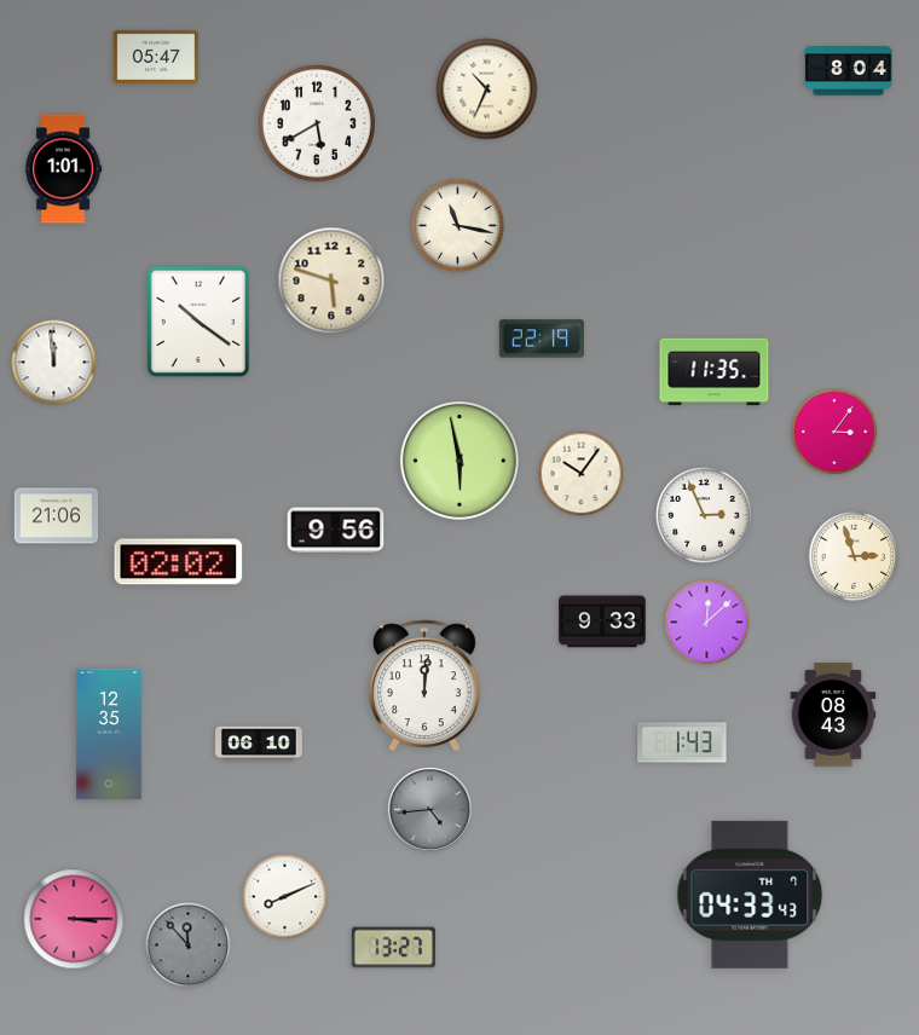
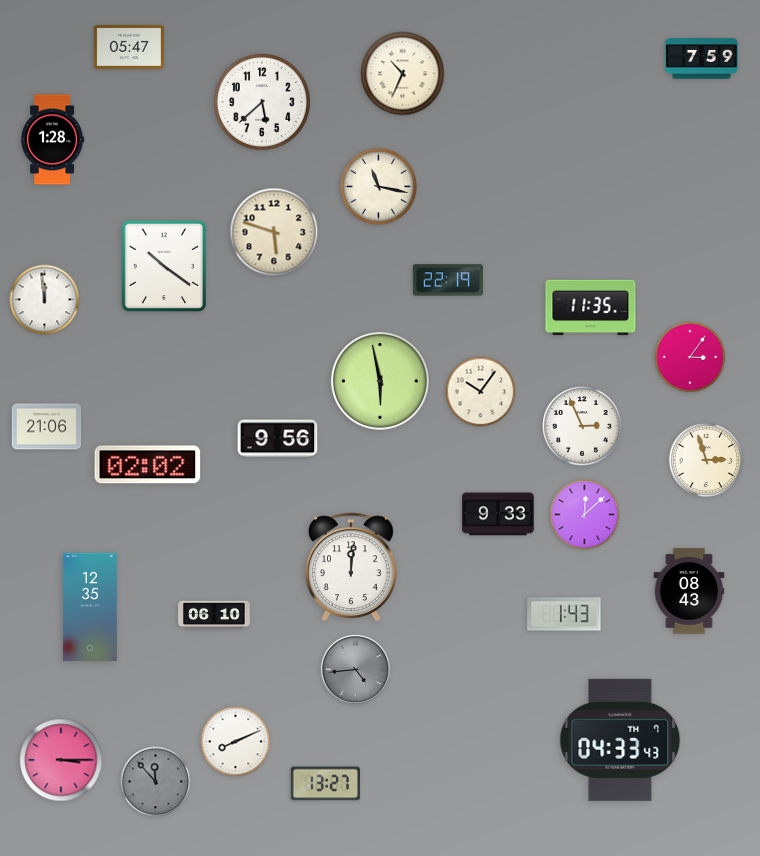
clock at (849, 71): 8:04 -> 7:59
clock at (317, 123): 5:40 -> 5:38
clock at (63, 169): 1:01 -> 1:28
